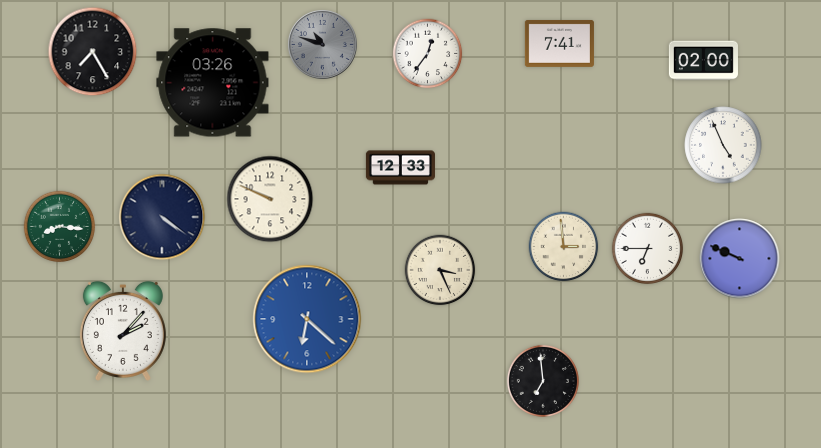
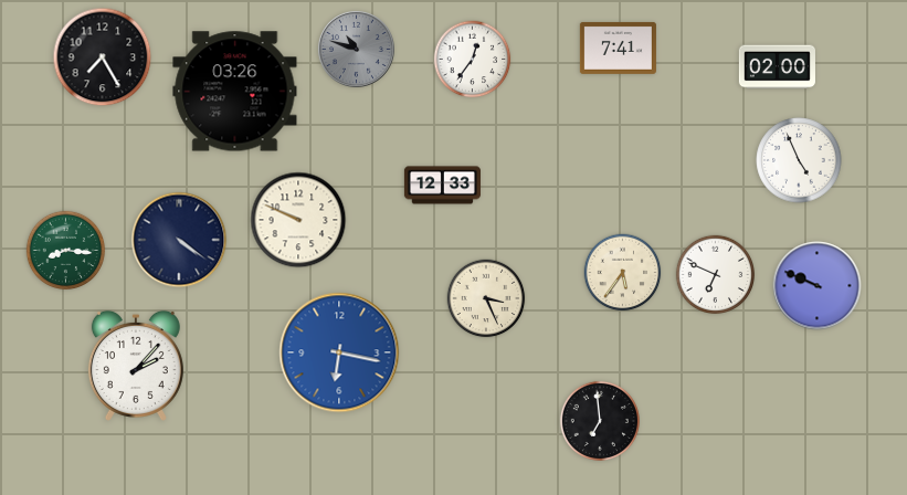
clock at (564, 247): 2:59 -> 5:36
clock at (648, 249): 6:45 -> 6:49
clock at (307, 319): 6:22 -> 6:17
